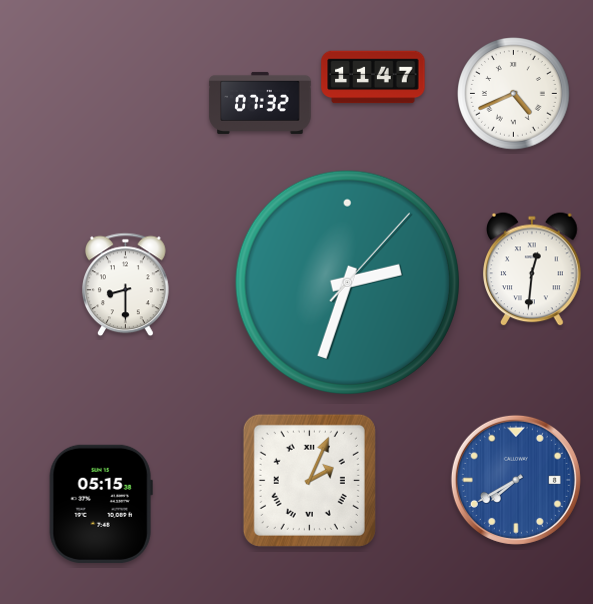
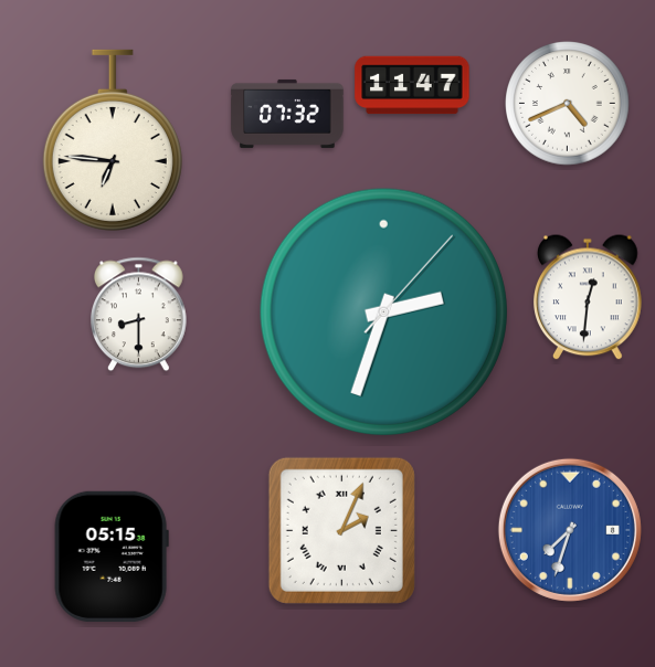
clock at (113, 139): none -> 6:46
clock at (516, 480): 7:40 -> 7:33
